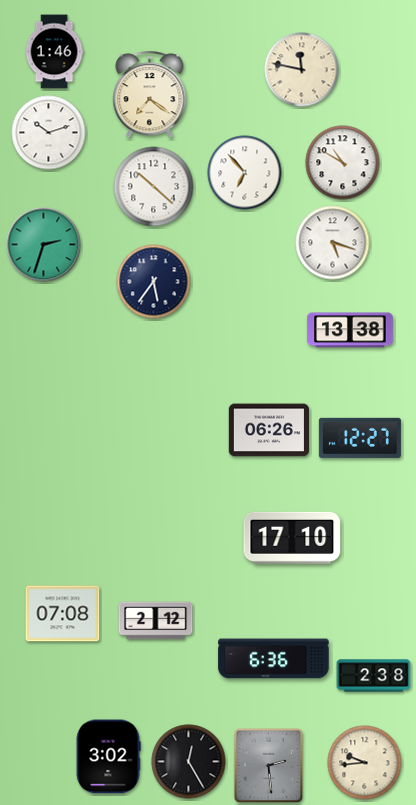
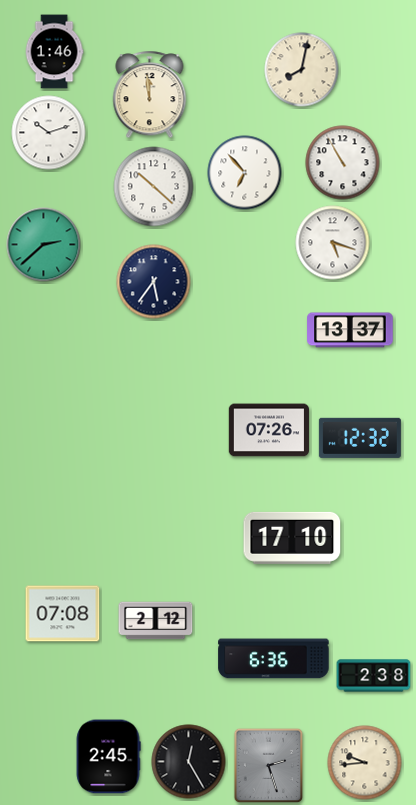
clock at (302, 70): 11:47 -> 8:02
clock at (150, 95): 7:21 -> 11:59
clock at (343, 163): 10:50 -> 10:55
clock at (44, 245): 2:33 -> 2:38
clock at (350, 330): 13:38 -> 13:37
clock at (269, 430): 06:26 -> 07:26
clock at (360, 438): 12:27 -> 12:32
clock at (108, 757): 3:02 -> 2:45
clock at (269, 766): 2:29 -> 2:27
